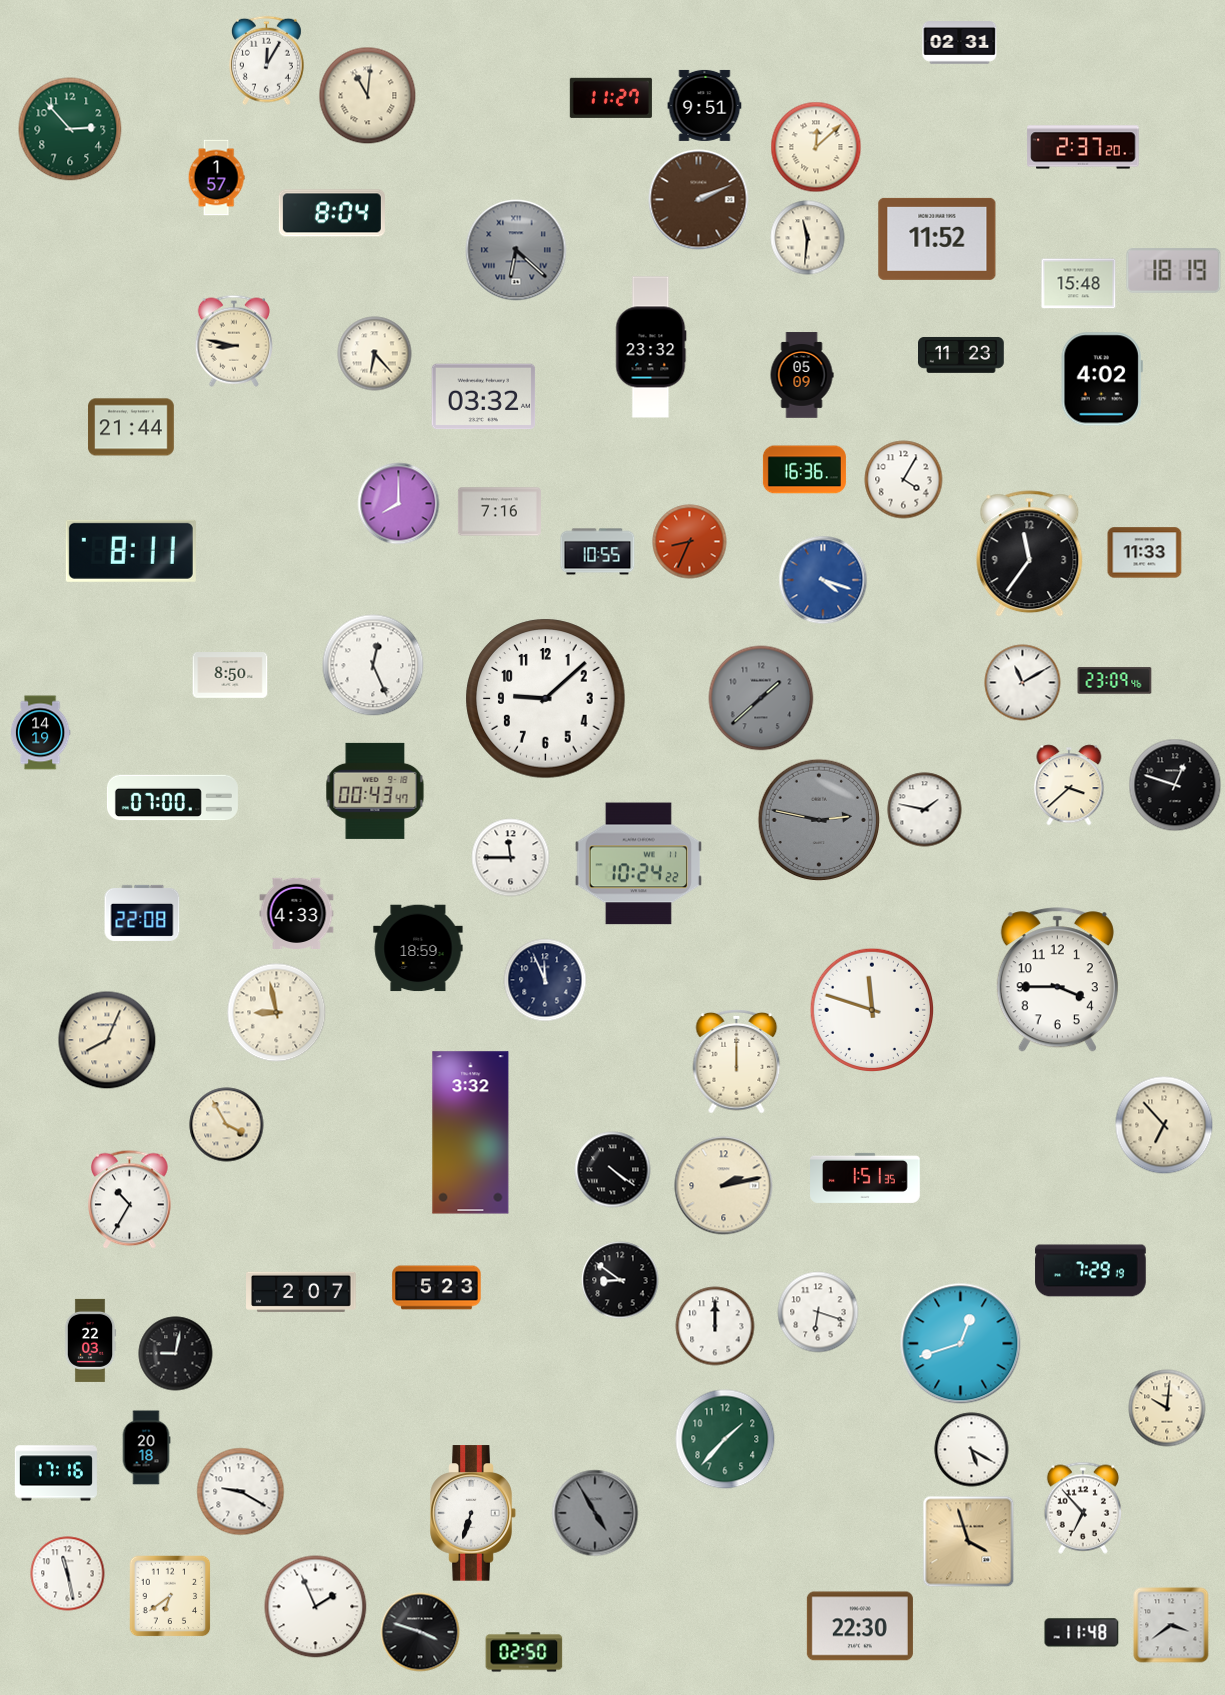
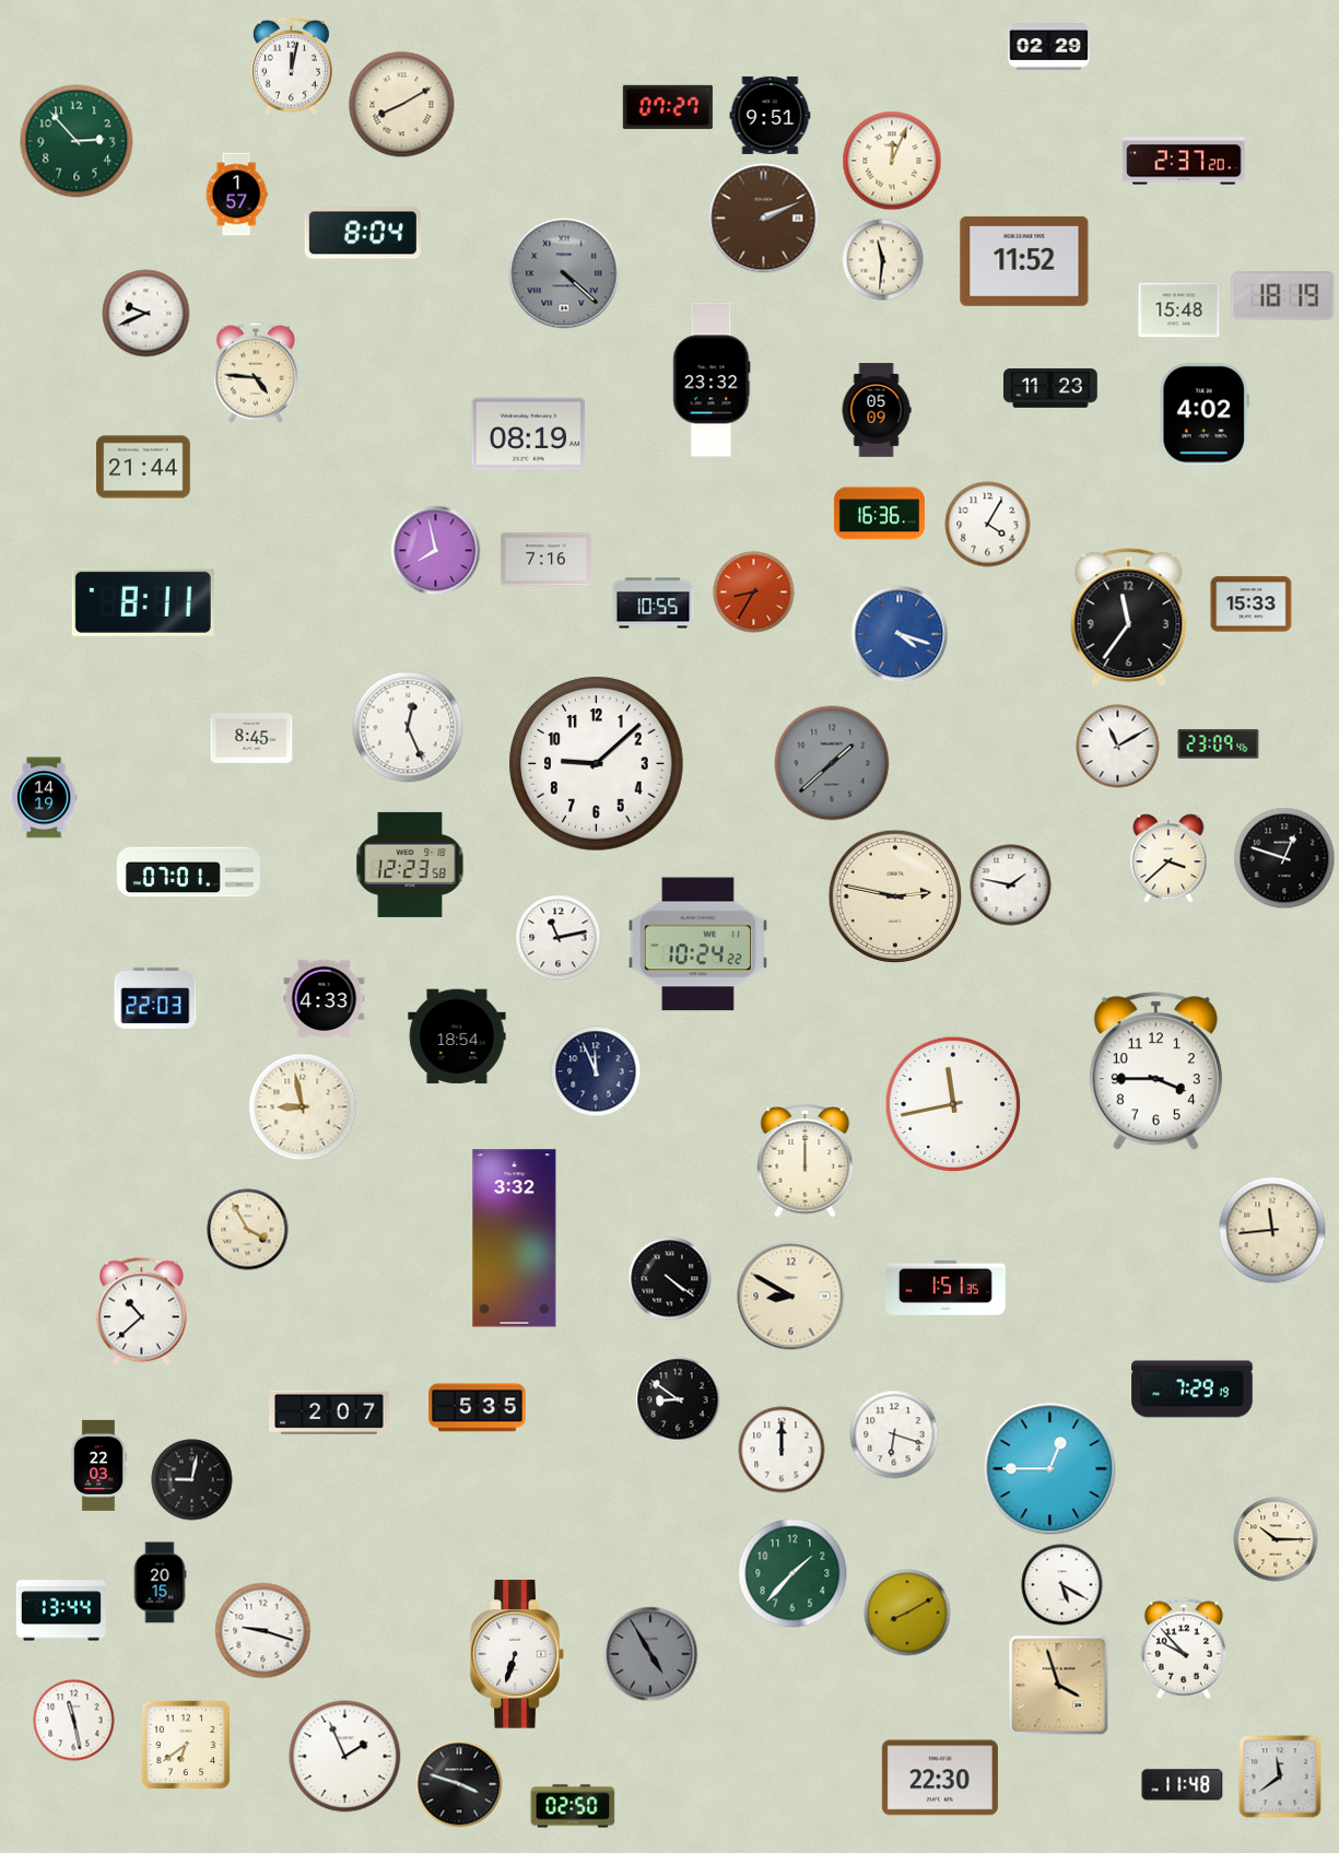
clock at (960, 43): 02:31 -> 02:29
clock at (266, 61): 12:05 -> 12:02
clock at (368, 96): 11:01 -> 8:10
clock at (611, 98): 11:27 -> 07:27
clock at (816, 147): 12:08 -> 12:04
clock at (516, 250): 6:22 -> 4:22
clock at (146, 314): none -> 9:41
clock at (233, 341): 8:47 -> 4:46
clock at (375, 354): 6:23 -> none
clock at (484, 397): 03:32 -> 08:19
clock at (399, 504): 8:00 -> 7:58
clock at (690, 542): 8:34 -> 8:35
clock at (1145, 553): 11:33 -> 15:33
clock at (1030, 554) position: (1030, 554) -> (1129, 618)
clock at (230, 676): 8:50 -> 8:45
clock at (40, 733) position: (40, 733) -> (44, 798)
clock at (375, 791): 00:43 -> 12:23
clock at (172, 798): 07:00 -> 07:01
clock at (819, 820) dial: grey -> cream
clock at (511, 858): 11:45 -> 11:13
clock at (142, 913): 22:08 -> 22:03
clock at (418, 948): 18:59 -> 18:54
clock at (872, 1010): 11:48 -> 11:43
clock at (107, 1040): 8:04 -> none
clock at (1164, 1125): 6:53 -> 11:44
clock at (724, 1186): 2:13 -> 8:50
clock at (130, 1200): 10:35 -> 10:38
clock at (437, 1288): 5:23 -> 5:35
clock at (961, 1344): 12:42 -> 12:45
clock at (1167, 1408): 10:01 -> 10:15
clock at (146, 1448): 20:18 -> 20:15
clock at (56, 1473): 17:16 -> 13:44
clock at (907, 1612): none -> 8:10
clock at (241, 1492): 9:20 -> 9:18
clock at (1082, 1508): 6:53 -> 9:53
clock at (1171, 1625): 3:39 -> 11:39
